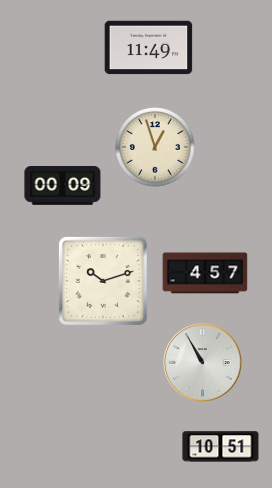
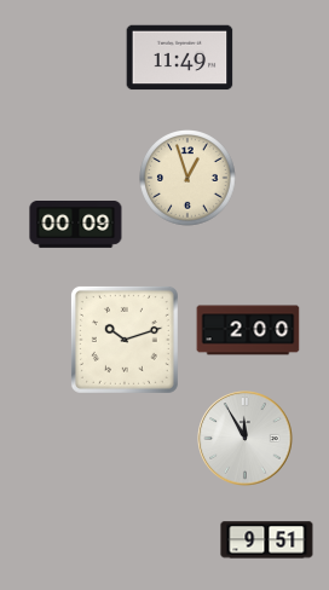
clock at (205, 273): 4:57 -> 2:00
clock at (203, 363): 10:55 -> 11:55
clock at (221, 447): 10:51 -> 9:51
